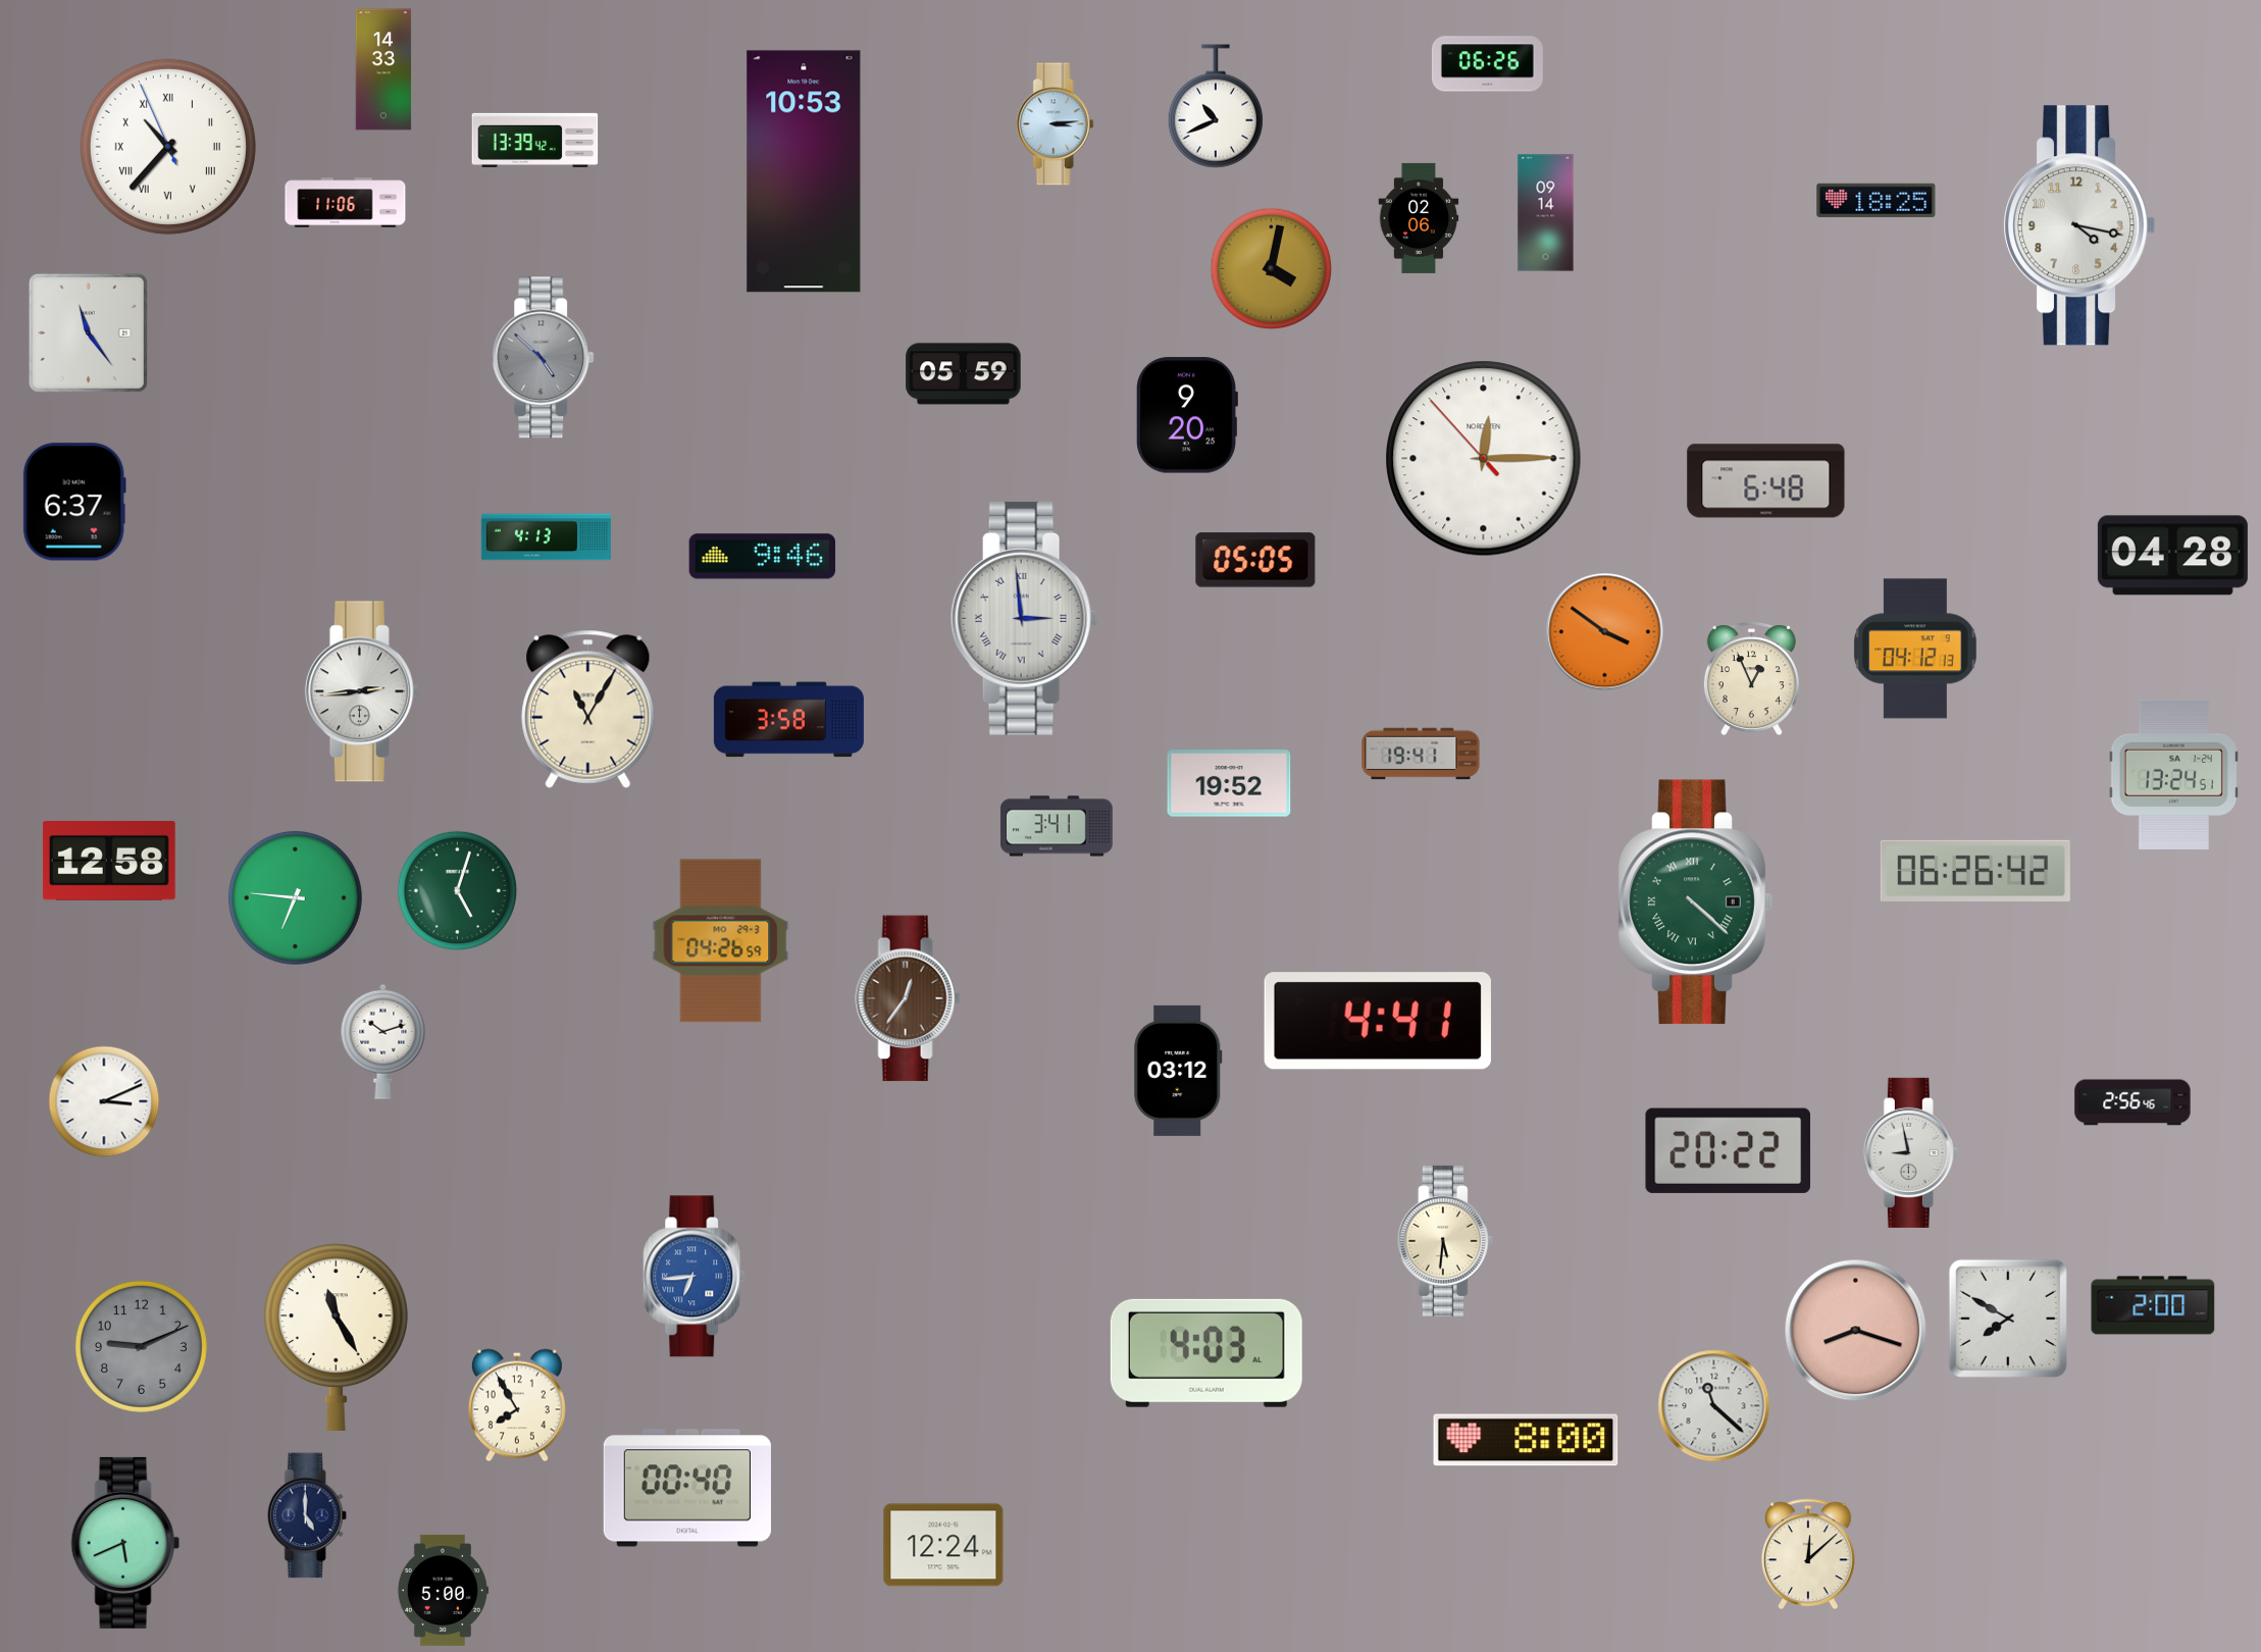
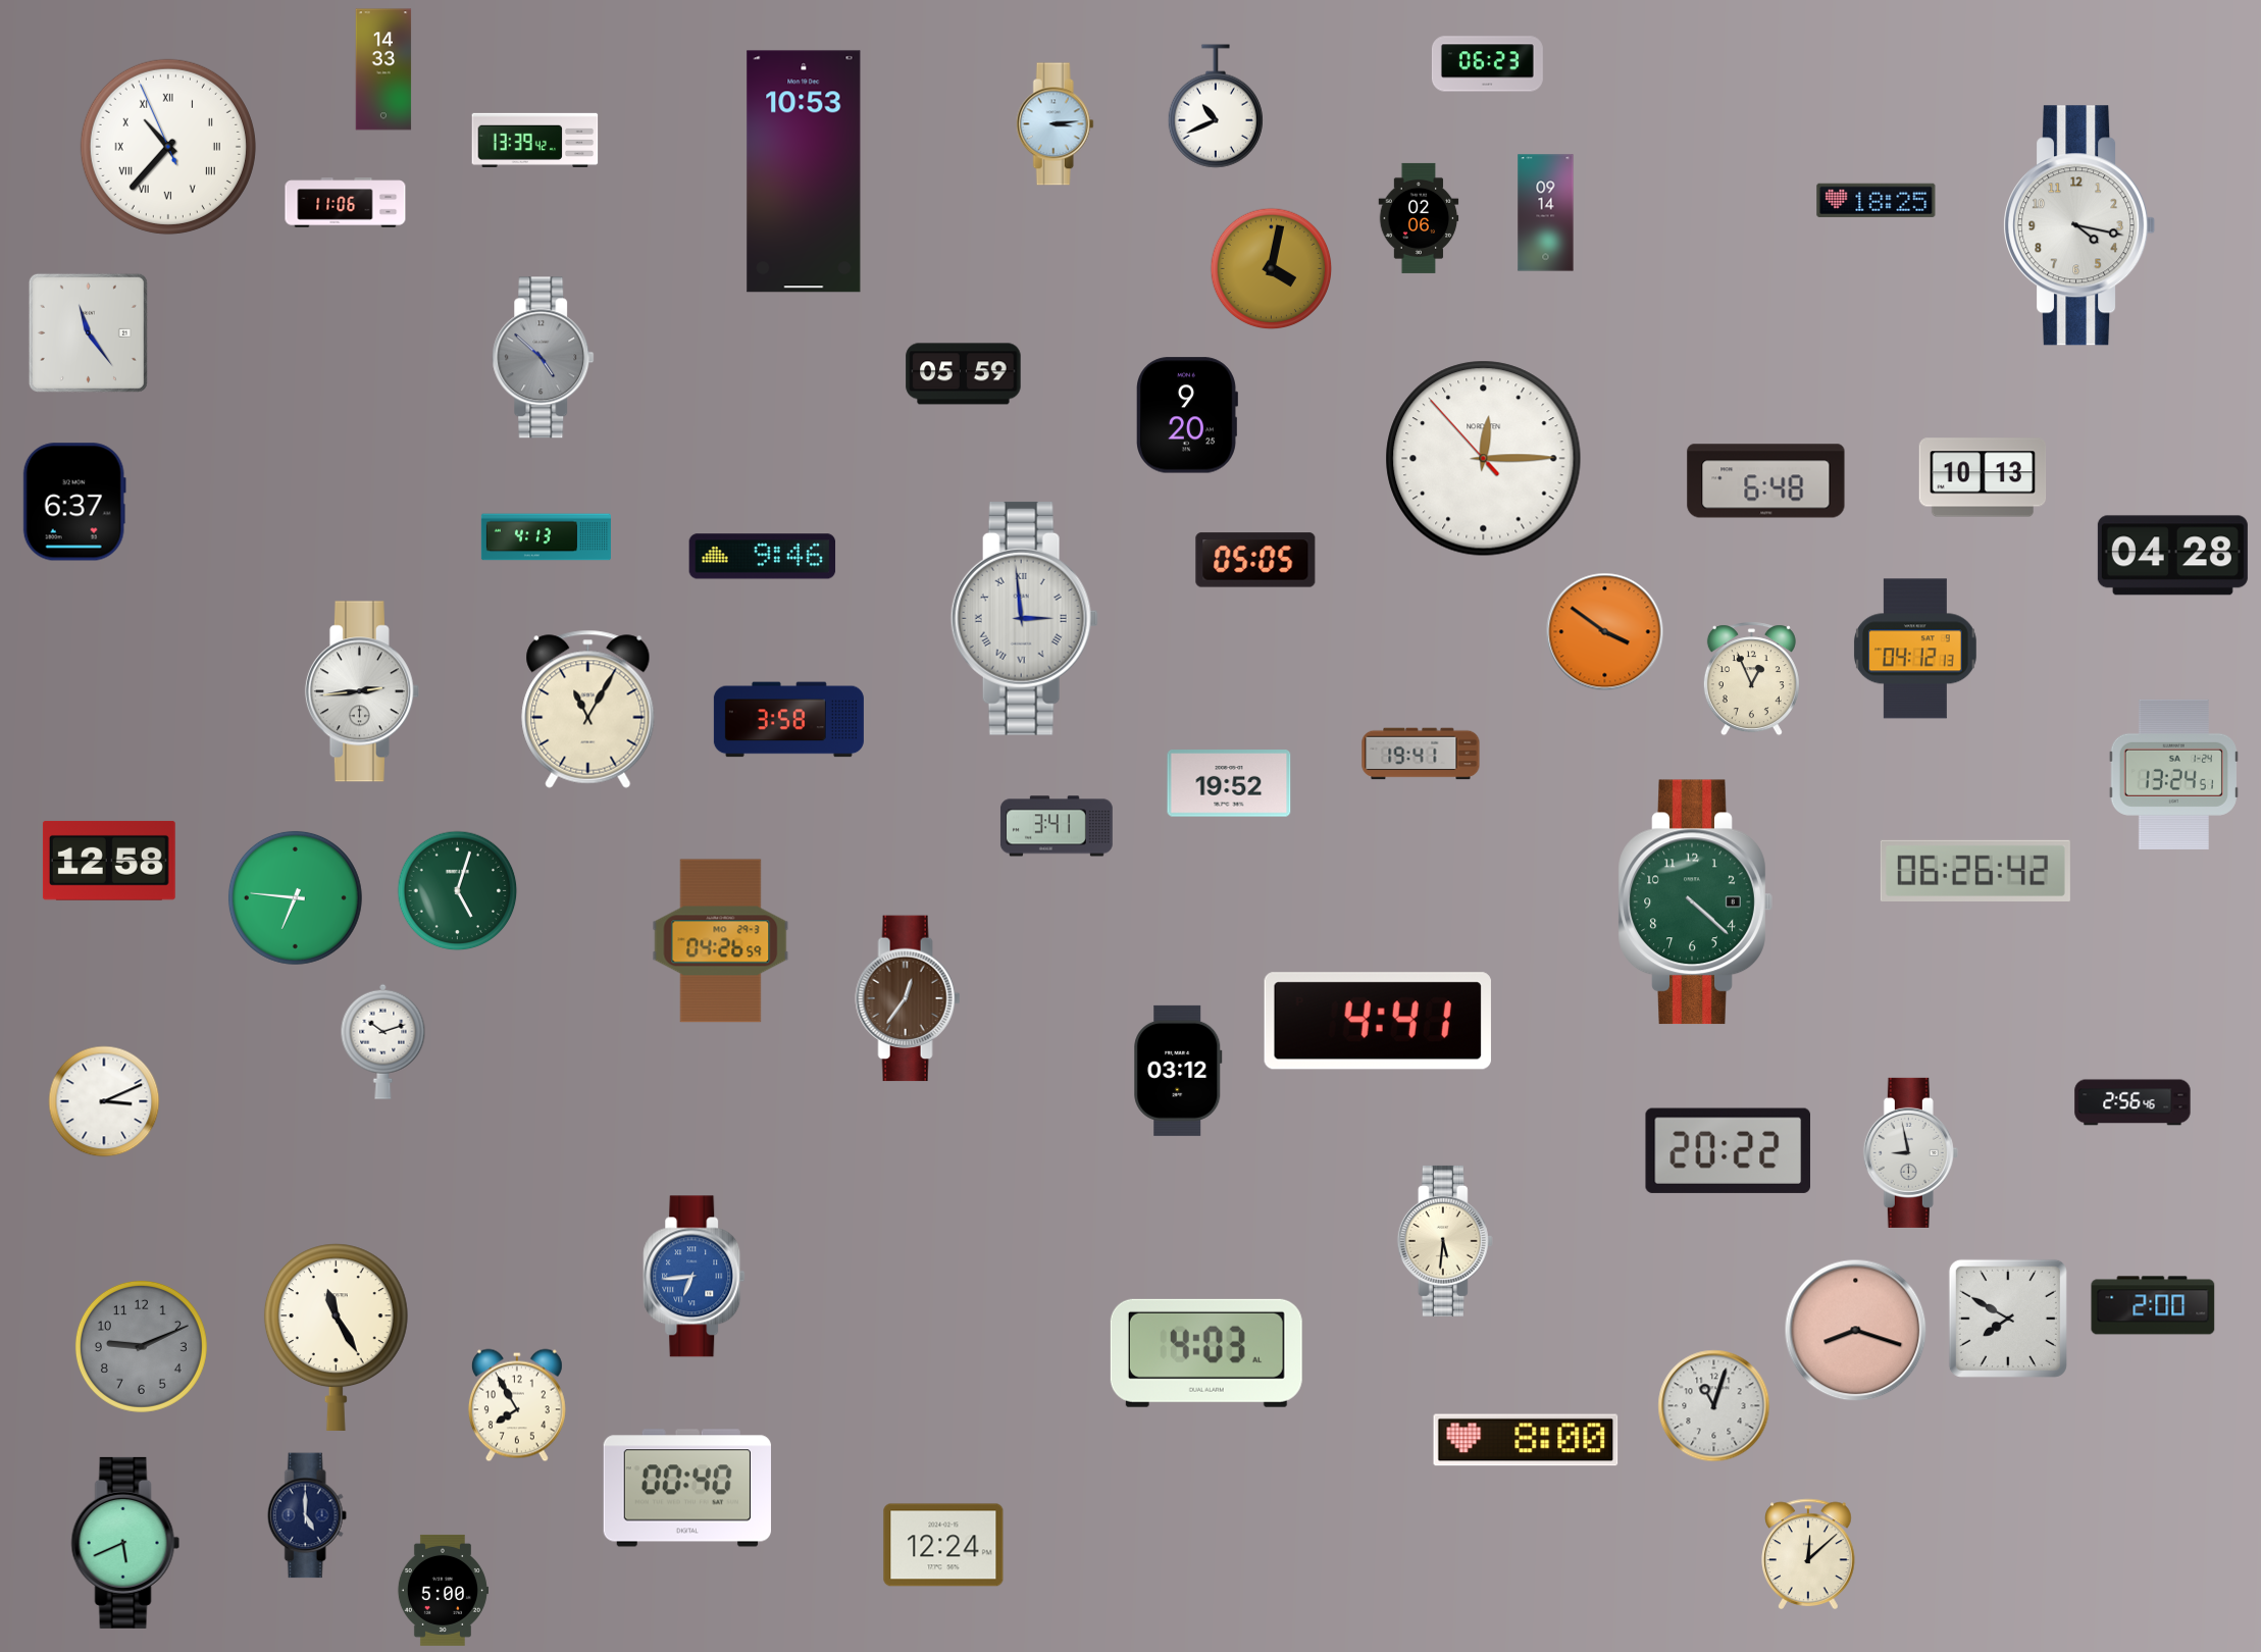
clock at (1487, 64): 06:26 -> 06:23
clock at (1983, 477): none -> 10:13
clock at (1695, 902) numerals: Roman -> Arabic
clock at (1714, 1406): 11:22 -> 11:03
